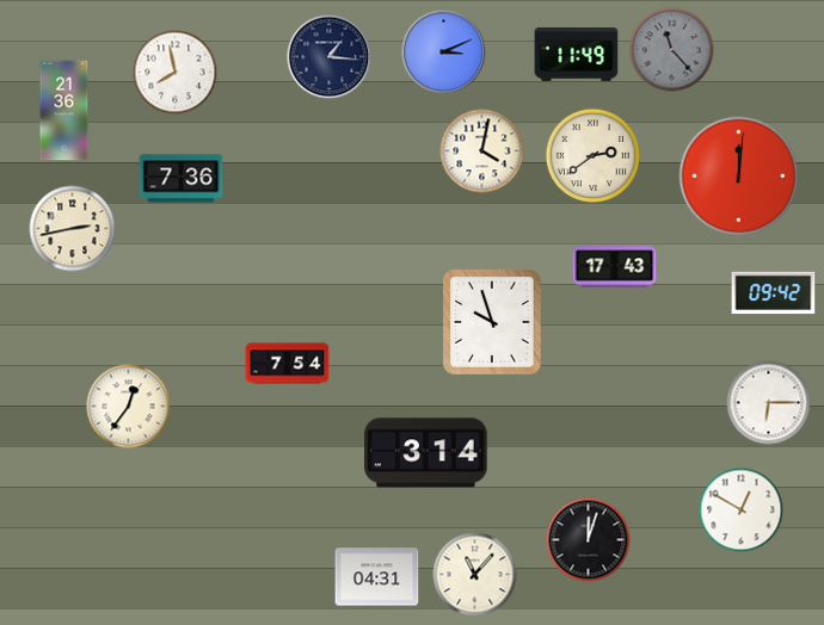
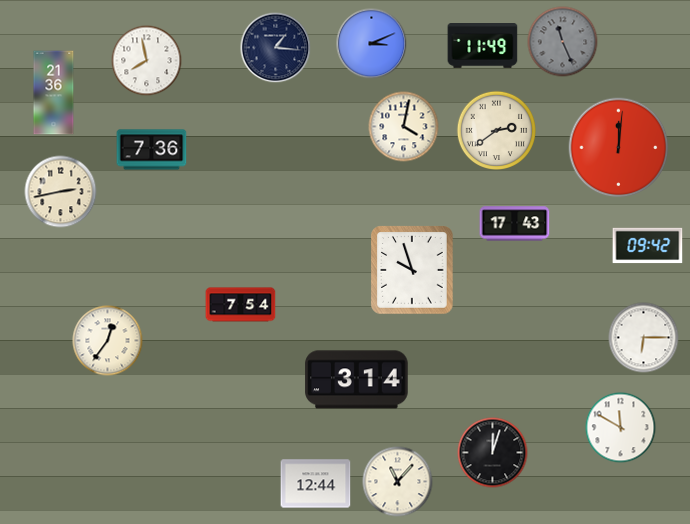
clock at (672, 50): 11:23 -> 11:26
clock at (742, 510): 12:50 -> 11:50
clock at (377, 577): 04:31 -> 12:44
